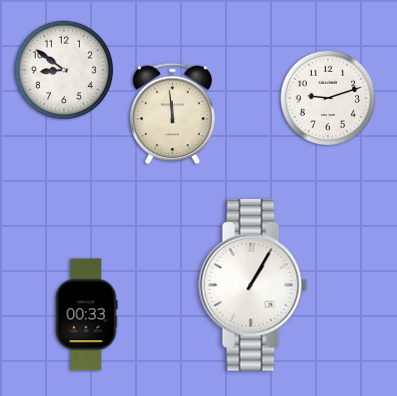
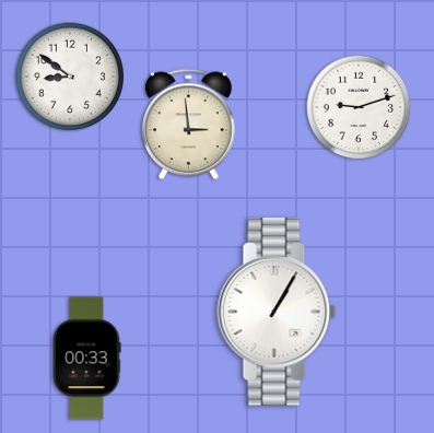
clock at (173, 114): 11:59 -> 2:59
clock at (86, 315) position: (86, 315) -> (86, 359)
